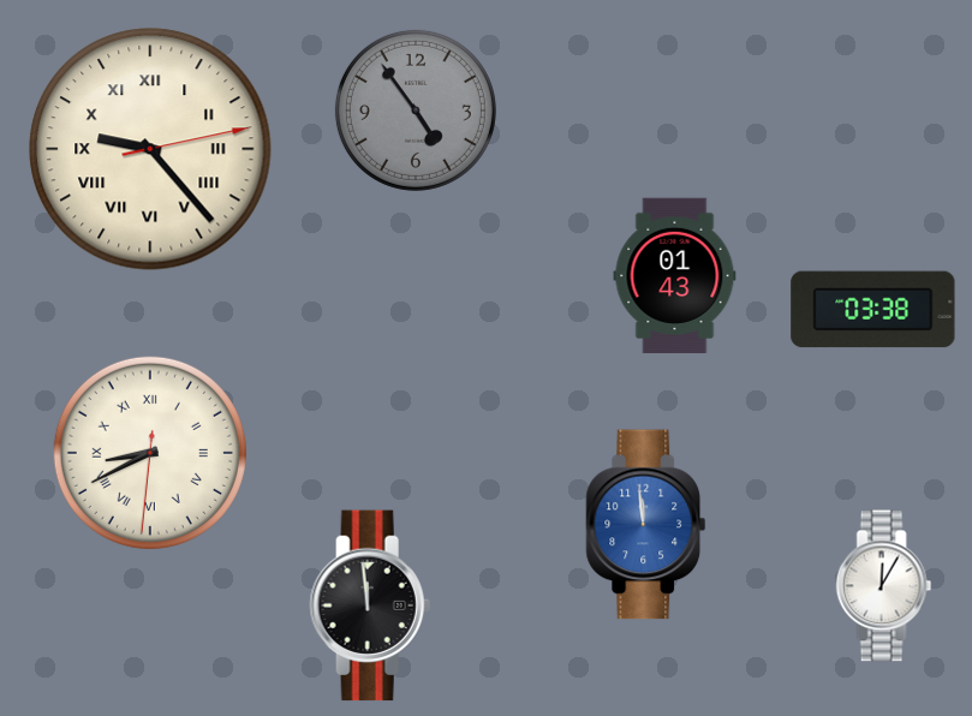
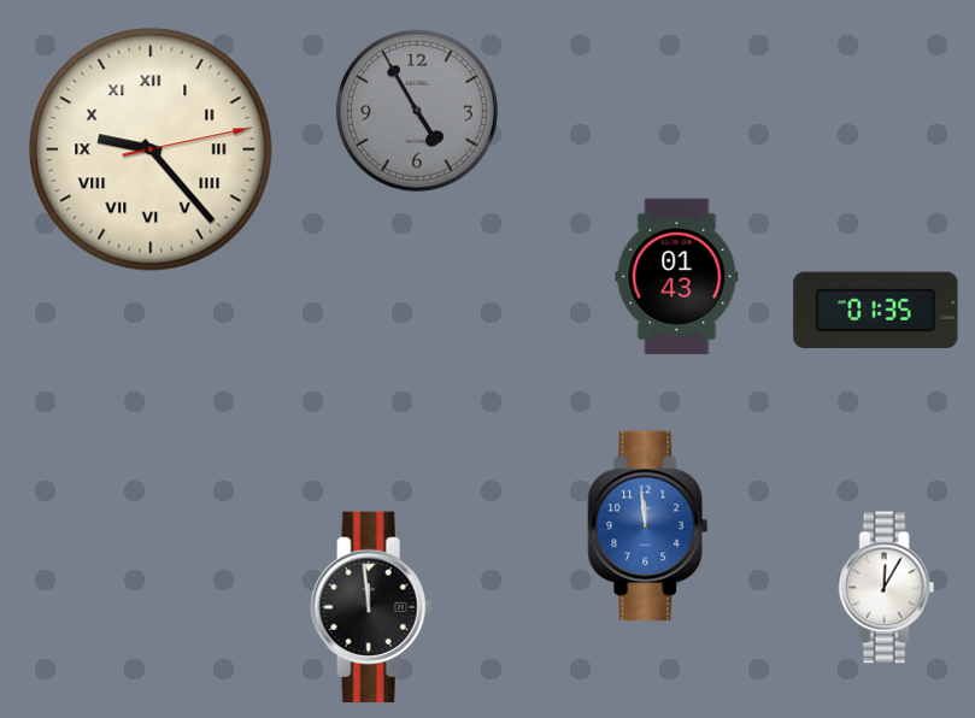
clock at (416, 111): 4:54 -> 4:55
clock at (873, 310): 03:38 -> 01:35
clock at (150, 453): 8:40 -> none
